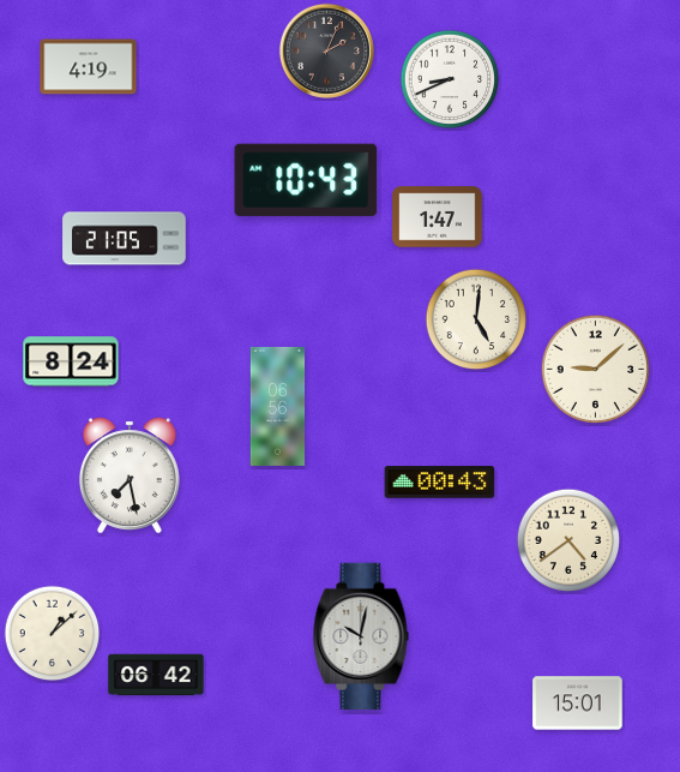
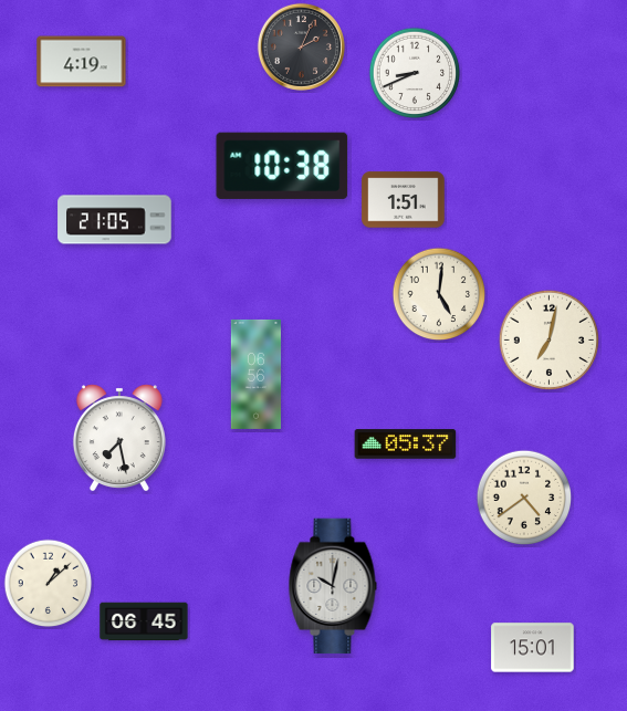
clock at (306, 180): 10:43 -> 10:38
clock at (438, 217): 1:47 -> 1:51
clock at (71, 361): 8:24 -> none
clock at (595, 369): 9:08 -> 7:02
clock at (440, 483): 00:43 -> 05:37
clock at (156, 675): 06:42 -> 06:45
